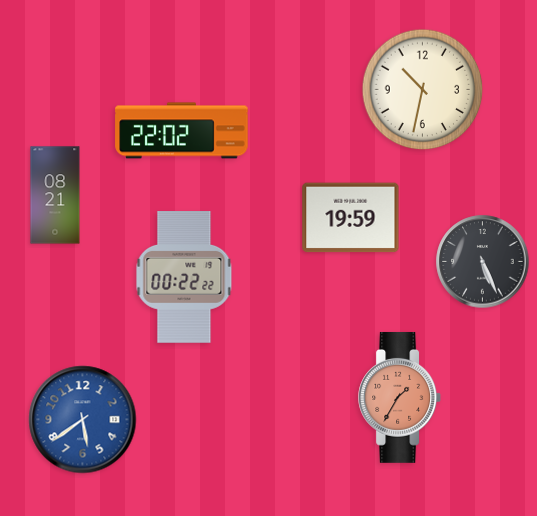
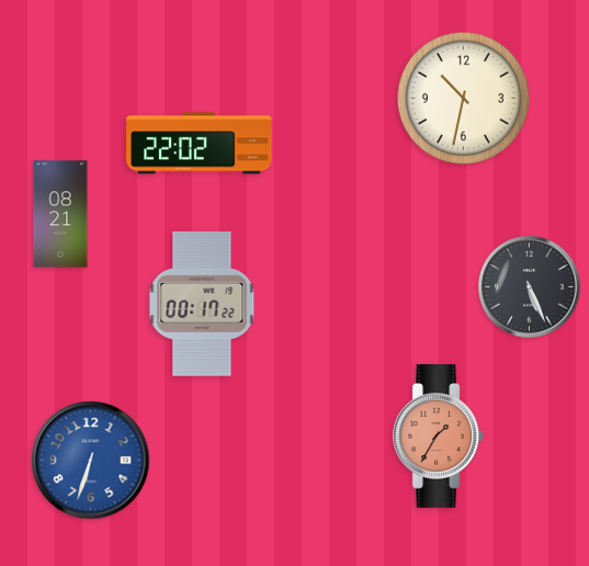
clock at (351, 218): 19:59 -> none
clock at (184, 278): 00:22 -> 00:17
clock at (83, 420): 5:39 -> 6:33
